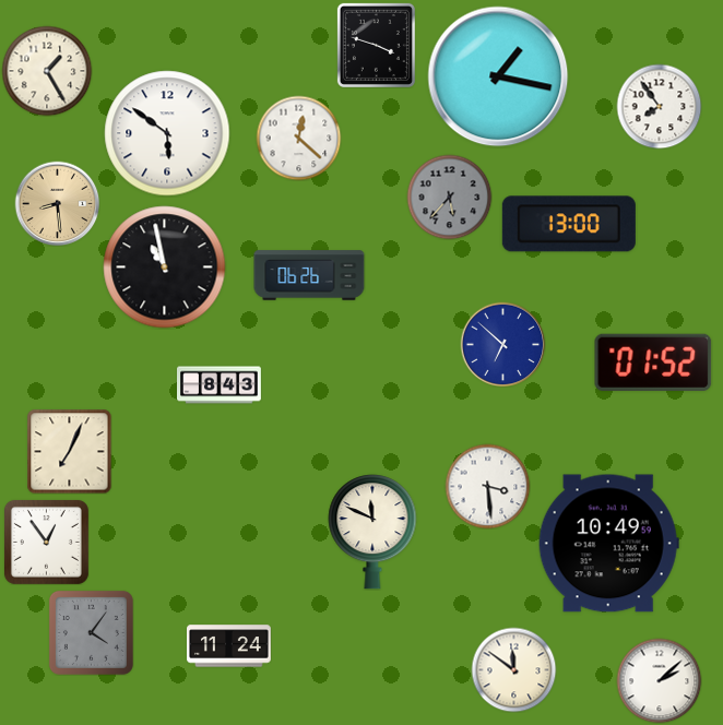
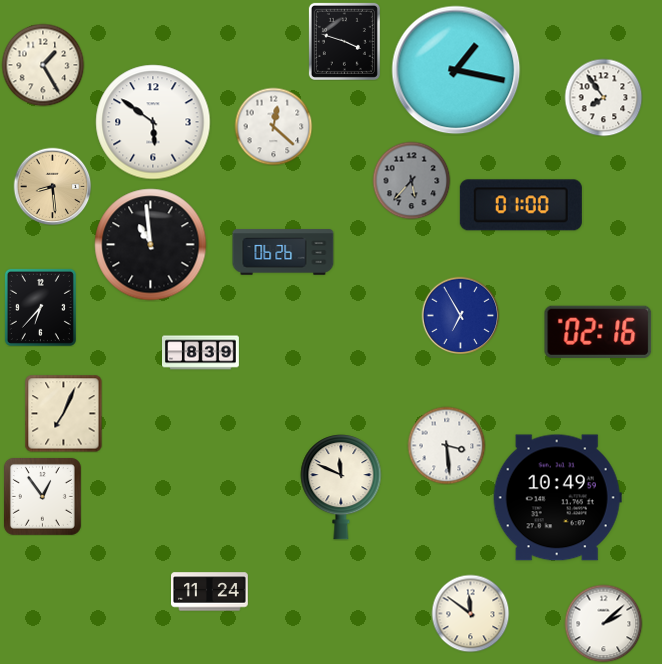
clock at (569, 224): 13:00 -> 01:00
clock at (165, 268): 10:58 -> 10:59
clock at (40, 307): none -> 6:37
clock at (502, 344): 6:52 -> 6:55
clock at (653, 362): 01:52 -> 02:16
clock at (220, 385): 8:43 -> 8:39
clock at (91, 632): 4:06 -> none
